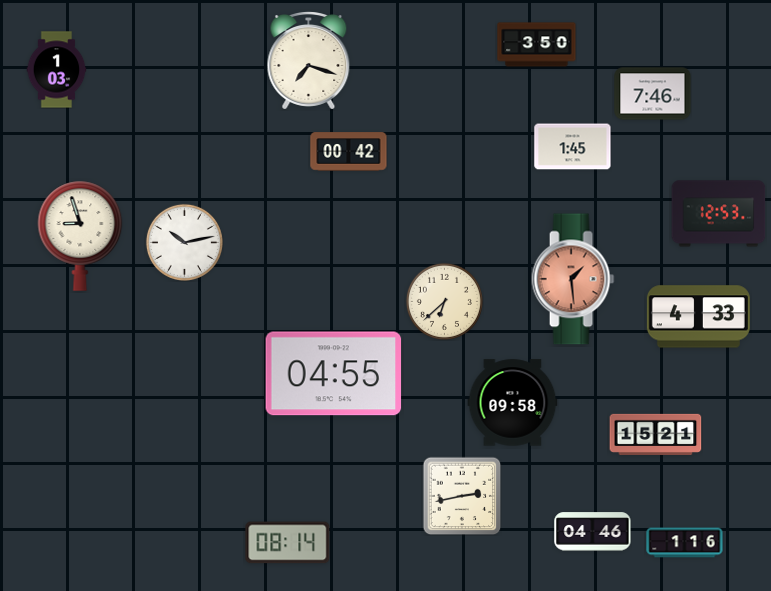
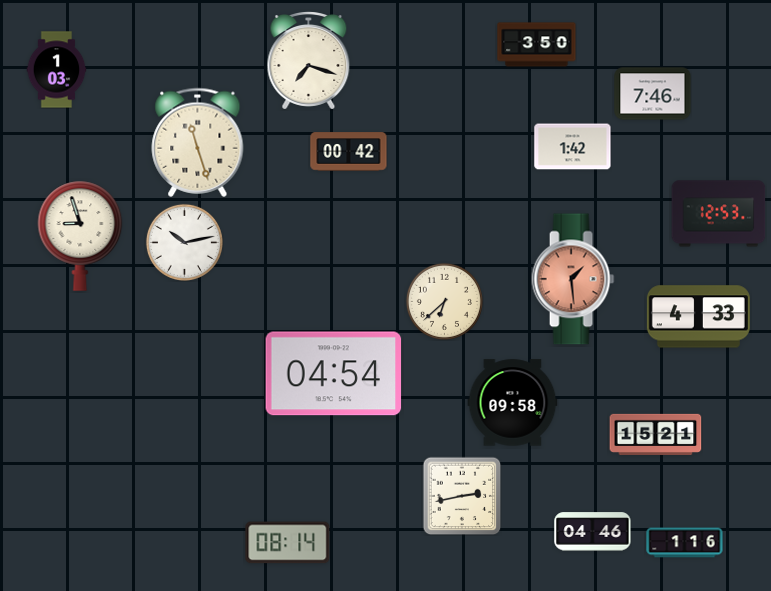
clock at (198, 142): none -> 11:27
clock at (573, 147): 1:45 -> 1:42
clock at (334, 374): 04:55 -> 04:54
